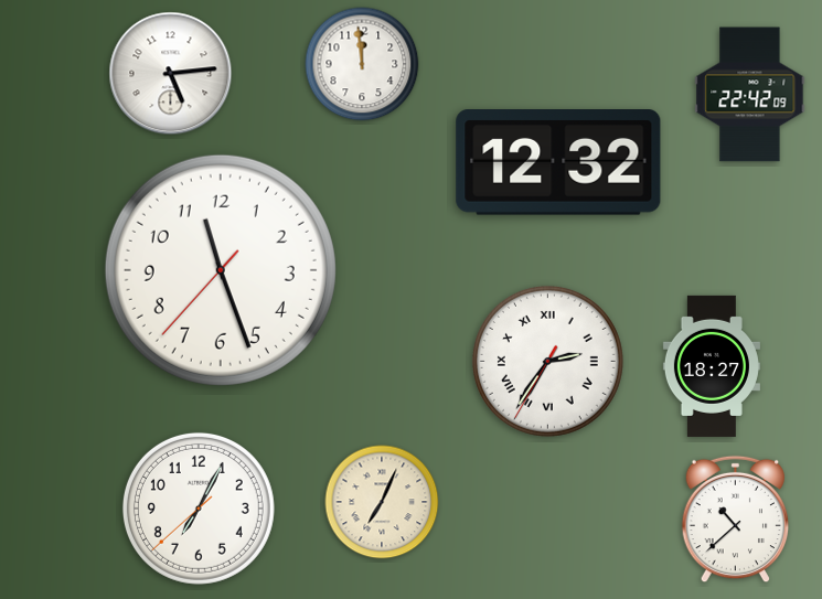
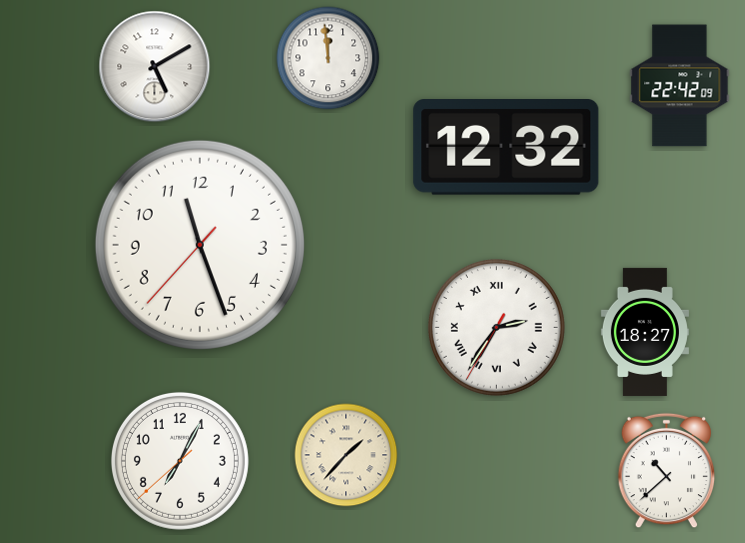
clock at (171, 74): 5:14 -> 5:10
clock at (382, 502): 7:04 -> 1:37
